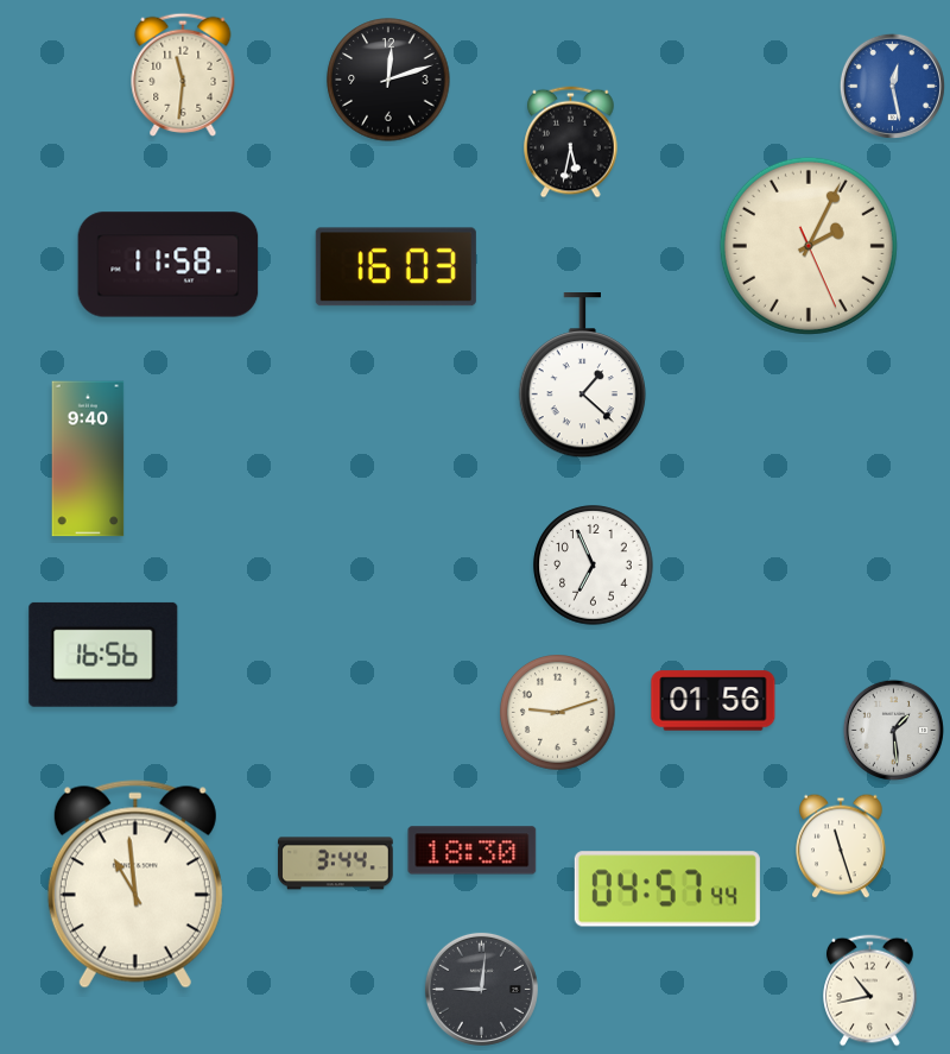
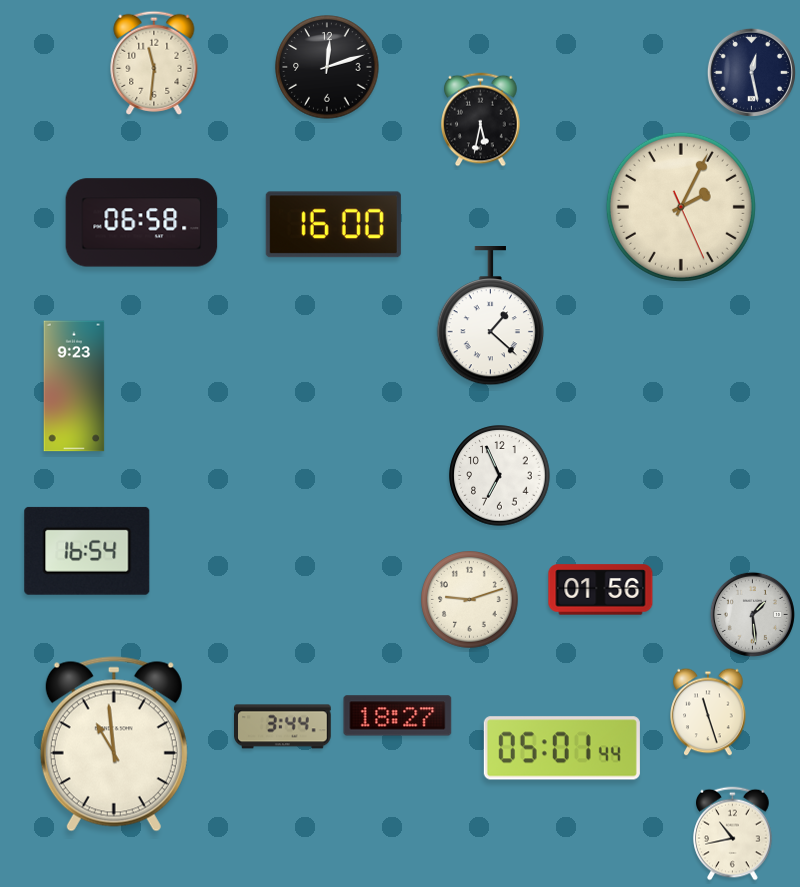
clock at (892, 86) dial: blue -> navy
clock at (169, 265): 11:58 -> 06:58
clock at (395, 267): 16:03 -> 16:00
clock at (88, 459): 9:40 -> 9:23
clock at (103, 655): 16:56 -> 16:54
clock at (473, 851): 18:30 -> 18:27
clock at (667, 889): 04:57 -> 05:01
clock at (481, 989): 9:01 -> none
